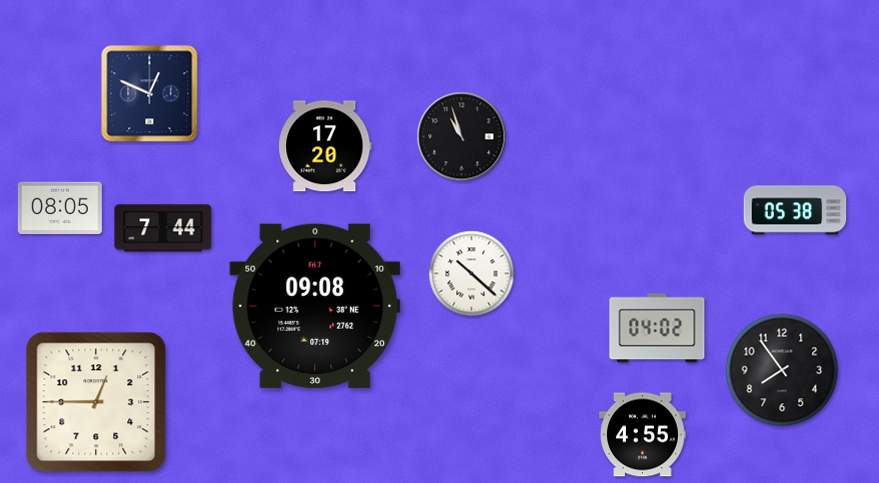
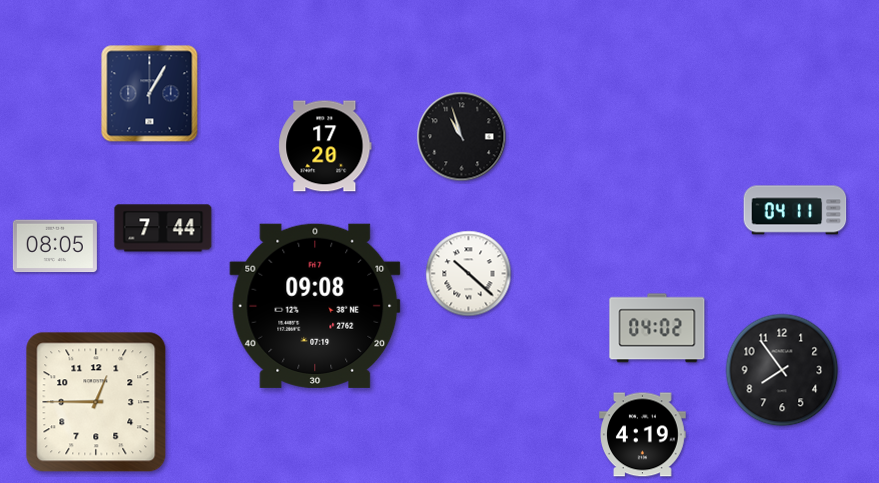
clock at (150, 94): 12:49 -> 1:05
clock at (60, 208) position: (60, 208) -> (55, 246)
clock at (795, 210): 05:38 -> 04:11
clock at (472, 274) position: (472, 274) -> (469, 274)
clock at (643, 435): 4:55 -> 4:19
